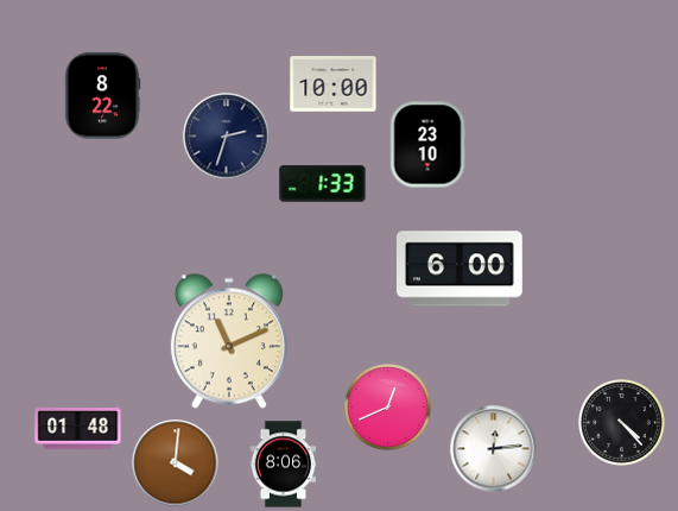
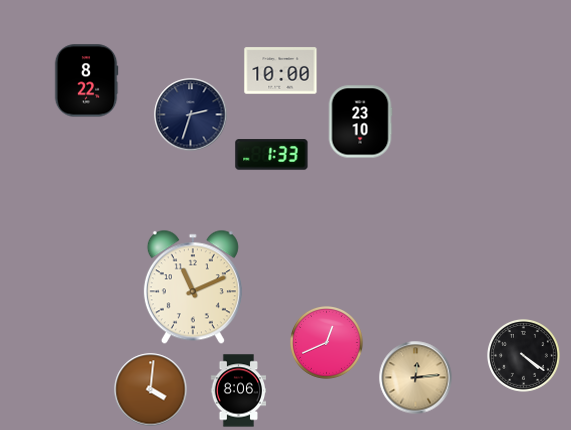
clock at (460, 269): 6:00 -> none
clock at (622, 423): 4:23 -> 4:21
clock at (78, 429): 01:48 -> none
clock at (494, 449) dial: white -> champagne
clock at (176, 463) position: (176, 463) -> (151, 390)
